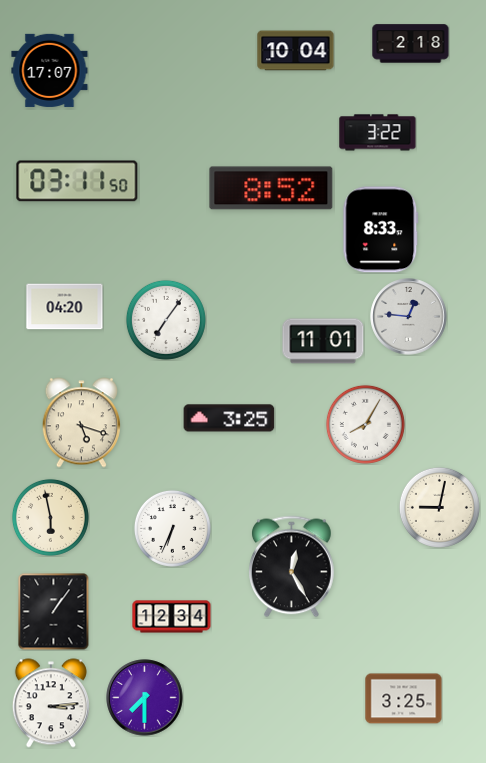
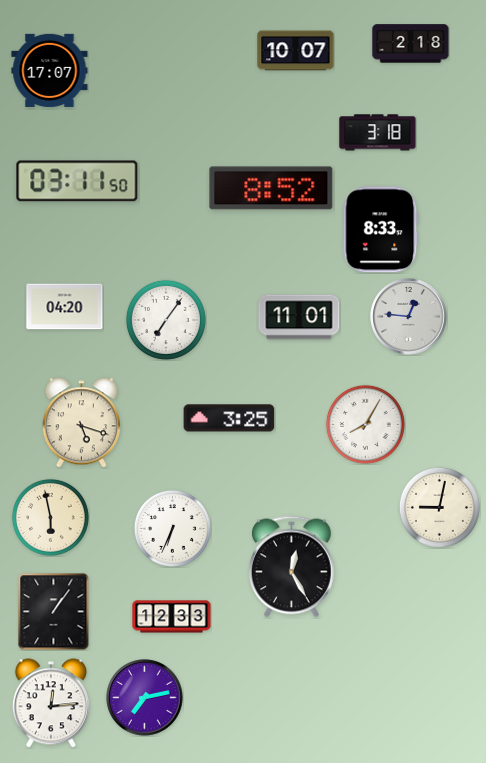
clock at (296, 51): 10:04 -> 10:07
clock at (378, 133): 3:22 -> 3:18
clock at (323, 341) position: (323, 341) -> (299, 317)
clock at (172, 617): 12:34 -> 12:33
clock at (145, 698): 7:30 -> 7:13
clock at (404, 699): 3:25 -> none
clock at (51, 703): 3:14 -> 12:14
